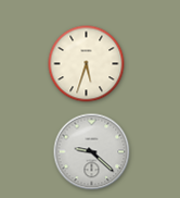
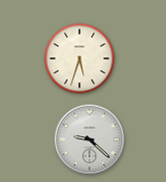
clock at (92, 152) position: (92, 152) -> (90, 140)
